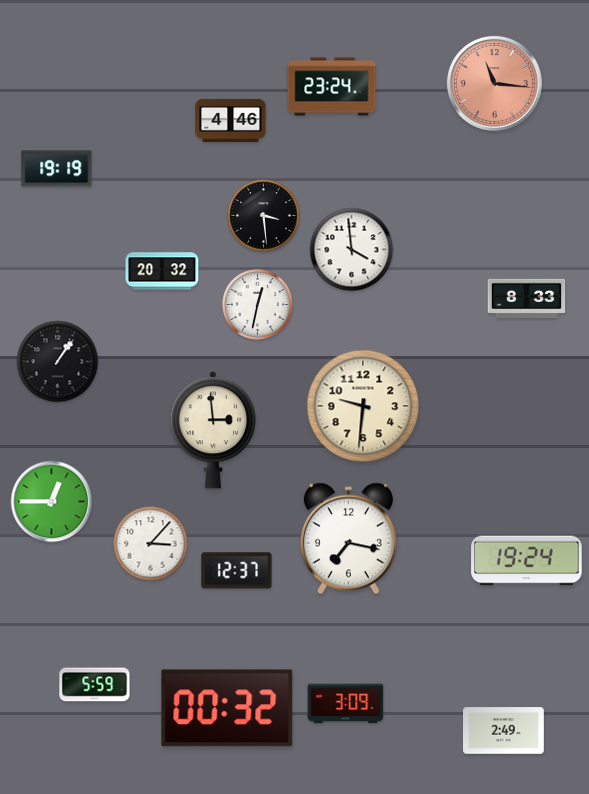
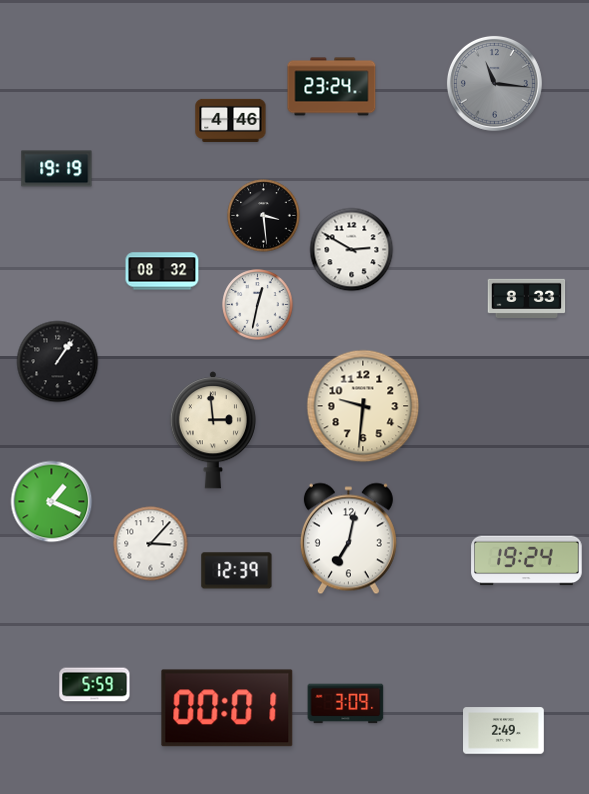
clock at (494, 83) dial: salmon -> grey
clock at (352, 250): 3:59 -> 2:50
clock at (162, 271): 20:32 -> 08:32
clock at (52, 502): 12:45 -> 1:19
clock at (348, 539): 7:17 -> 7:02
clock at (237, 571): 12:37 -> 12:39
clock at (227, 708): 00:32 -> 00:01
